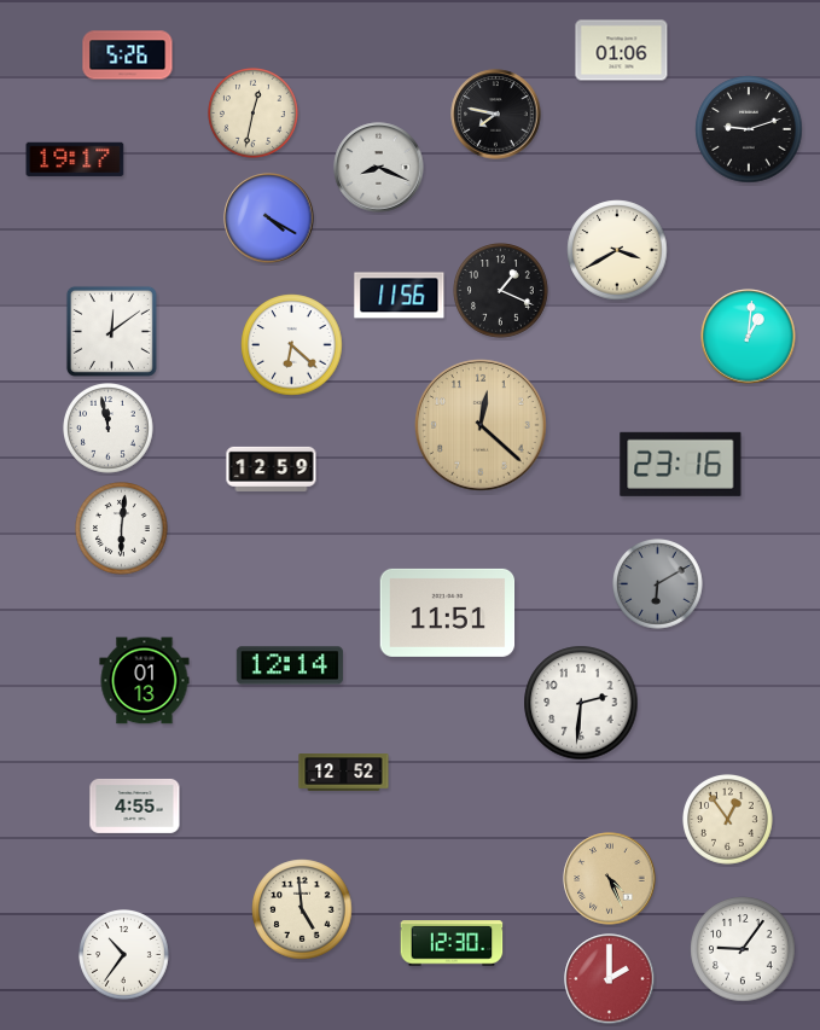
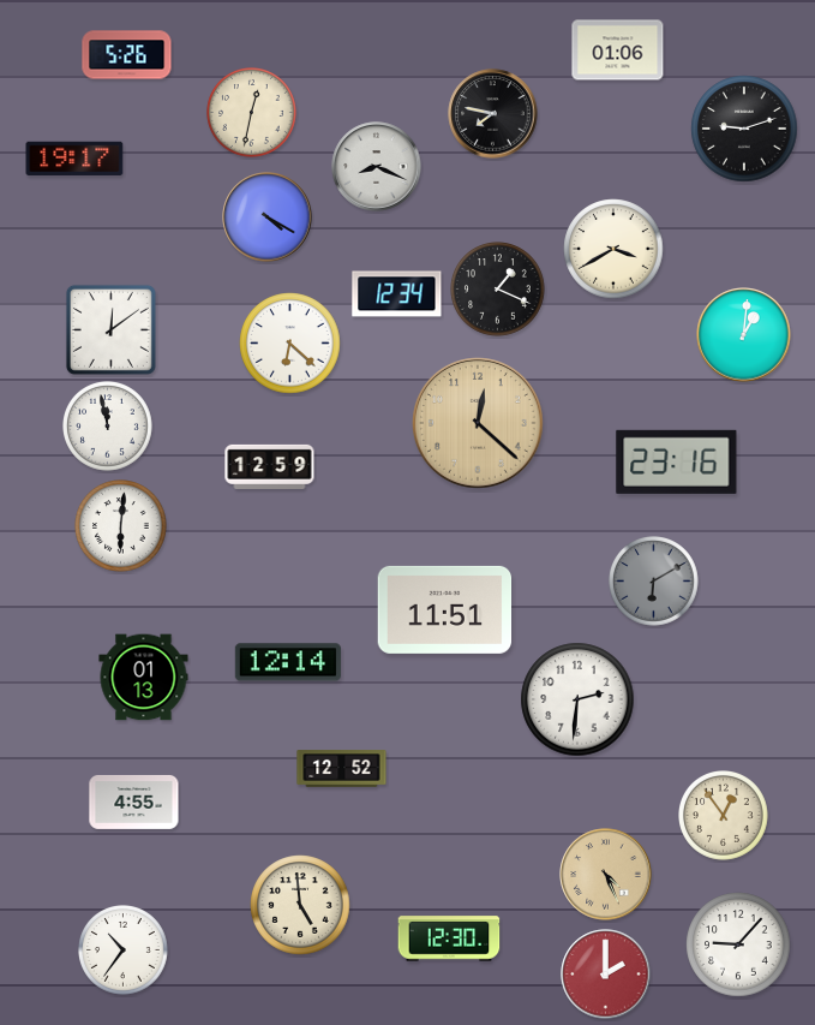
clock at (400, 296): 11:56 -> 12:34
clock at (743, 949): 9:06 -> 9:07
